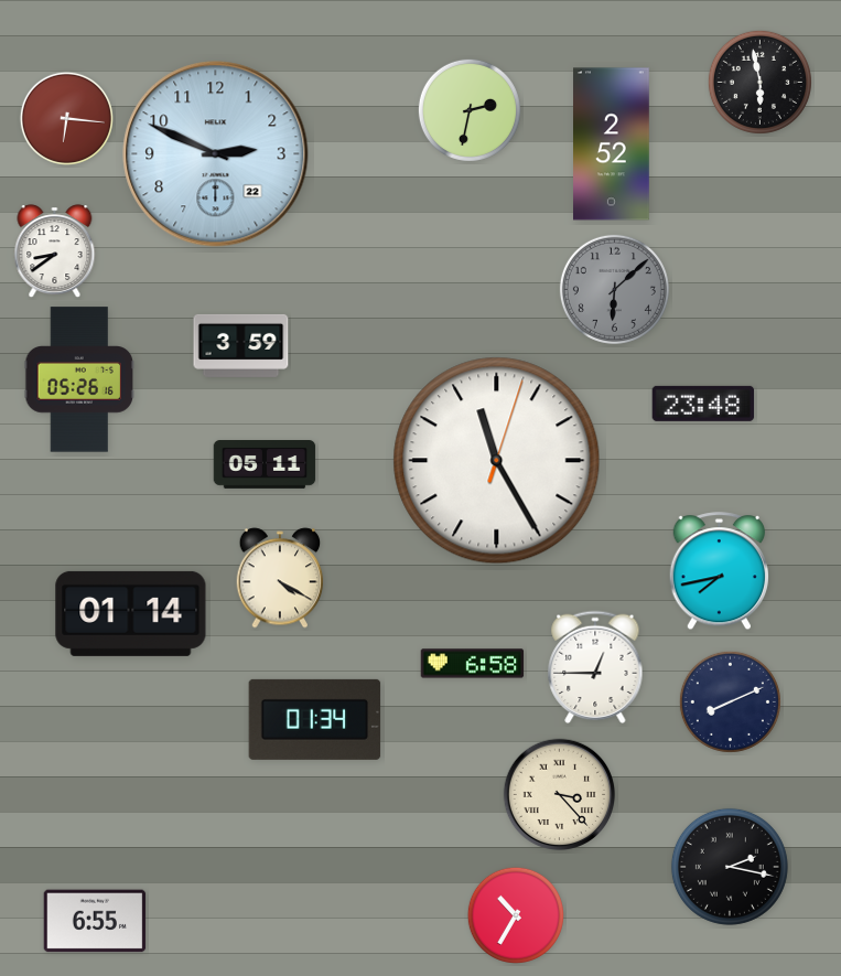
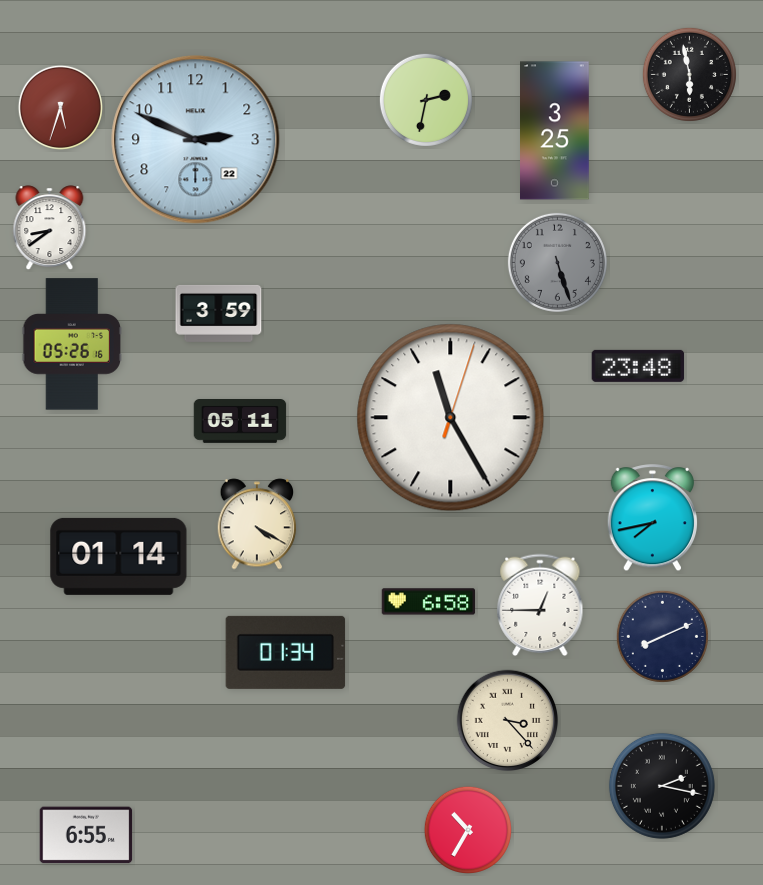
clock at (66, 118): 6:16 -> 5:33
clock at (612, 144): 2:52 -> 3:25
clock at (614, 289): 6:08 -> 5:27
clock at (280, 578) position: (280, 578) -> (257, 524)
